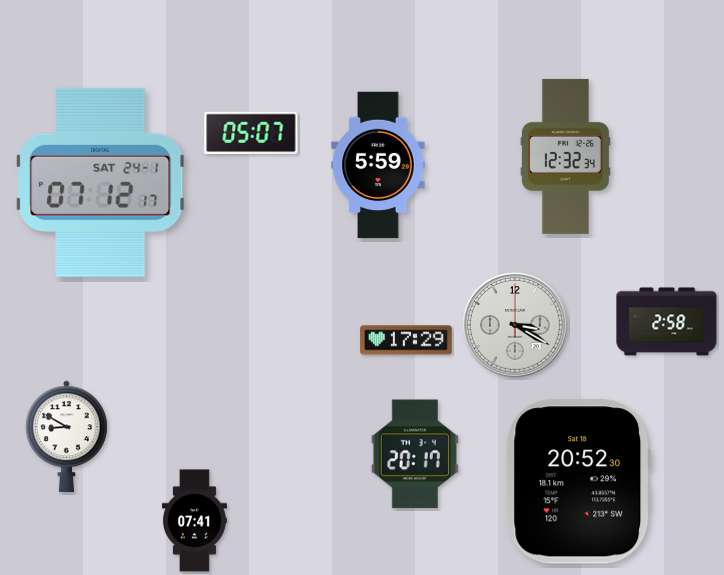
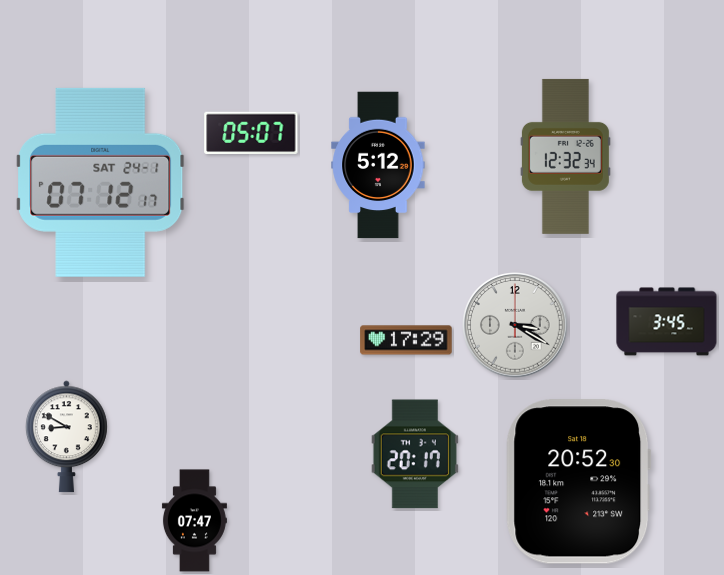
clock at (378, 165): 5:59 -> 5:12
clock at (667, 322): 2:58 -> 3:45
clock at (194, 521): 07:41 -> 07:47
